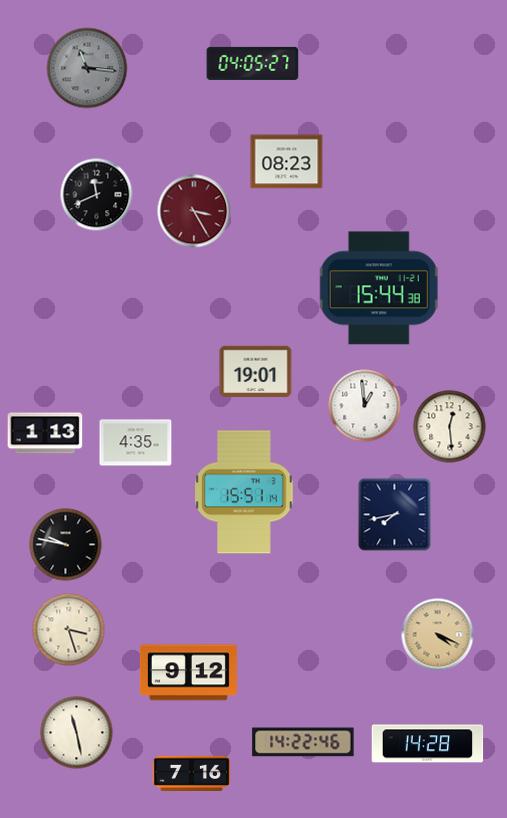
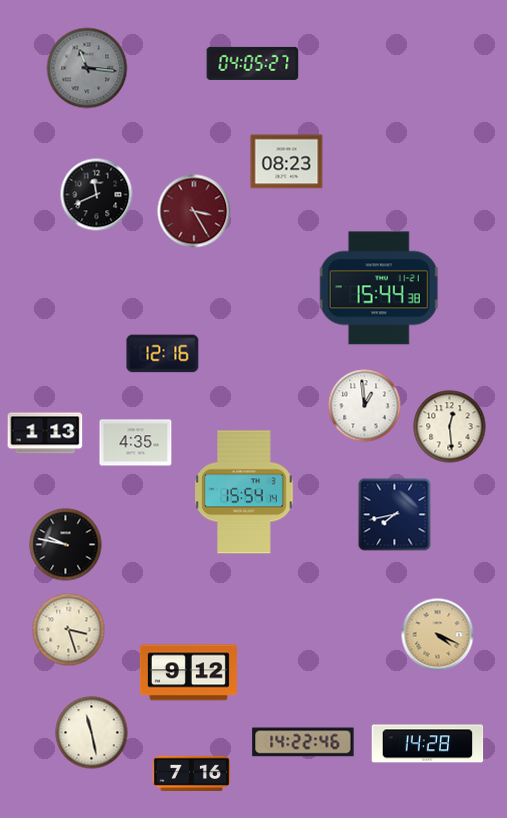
clock at (163, 354): none -> 12:16
clock at (256, 372): 19:01 -> none
clock at (244, 492): 15:51 -> 15:54
clock at (77, 733) position: (77, 733) -> (92, 733)
